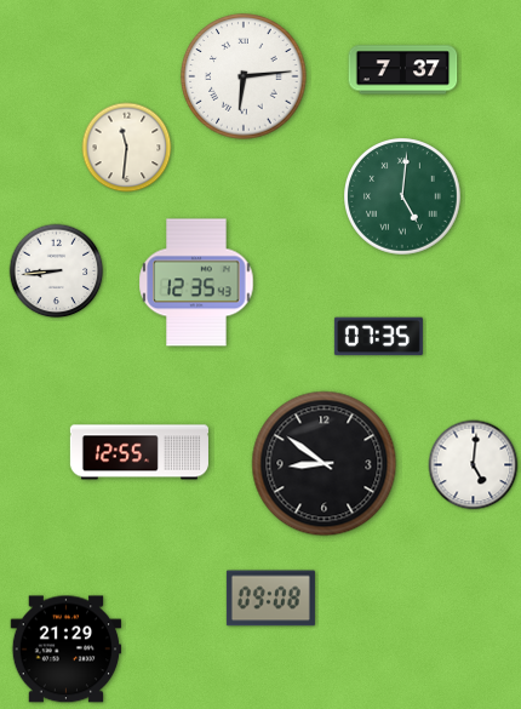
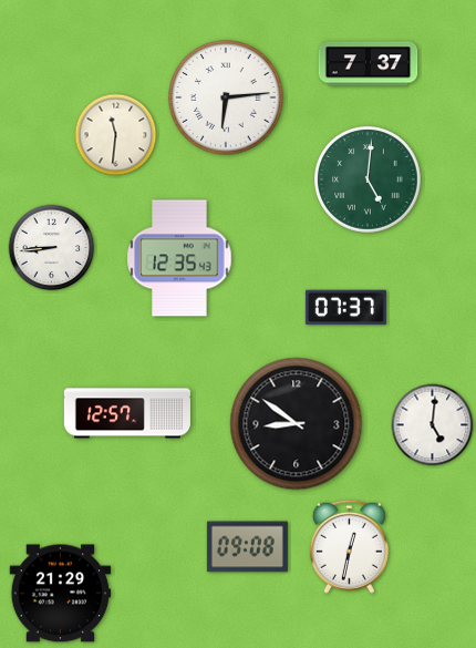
clock at (244, 76) position: (244, 76) -> (226, 97)
clock at (378, 337): 07:35 -> 07:37
clock at (139, 452): 12:55 -> 12:57
clock at (349, 546): none -> 12:32
